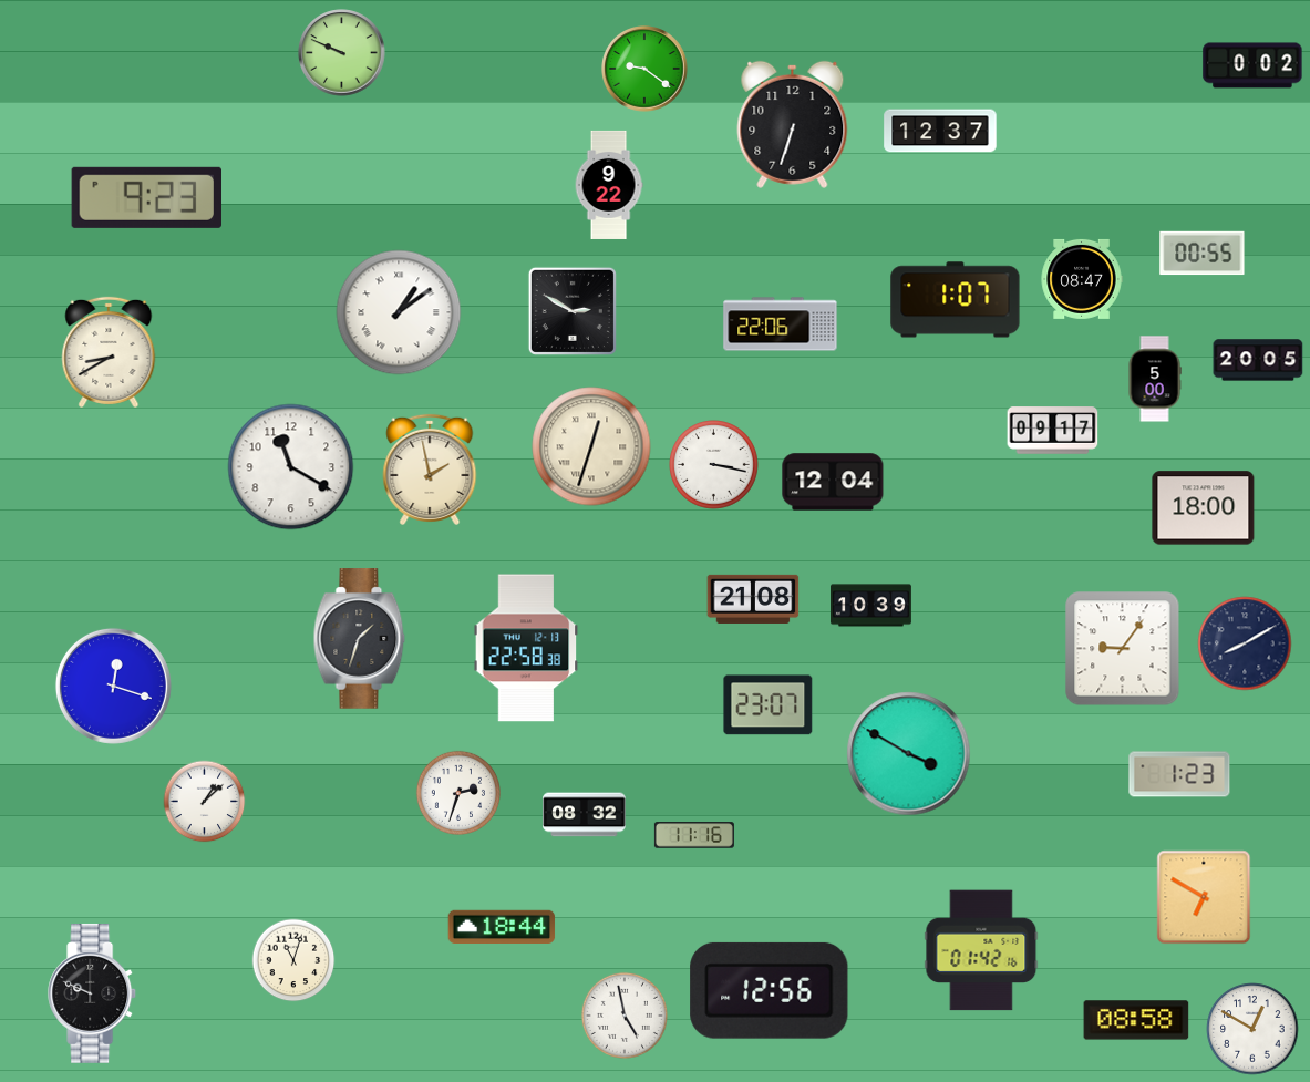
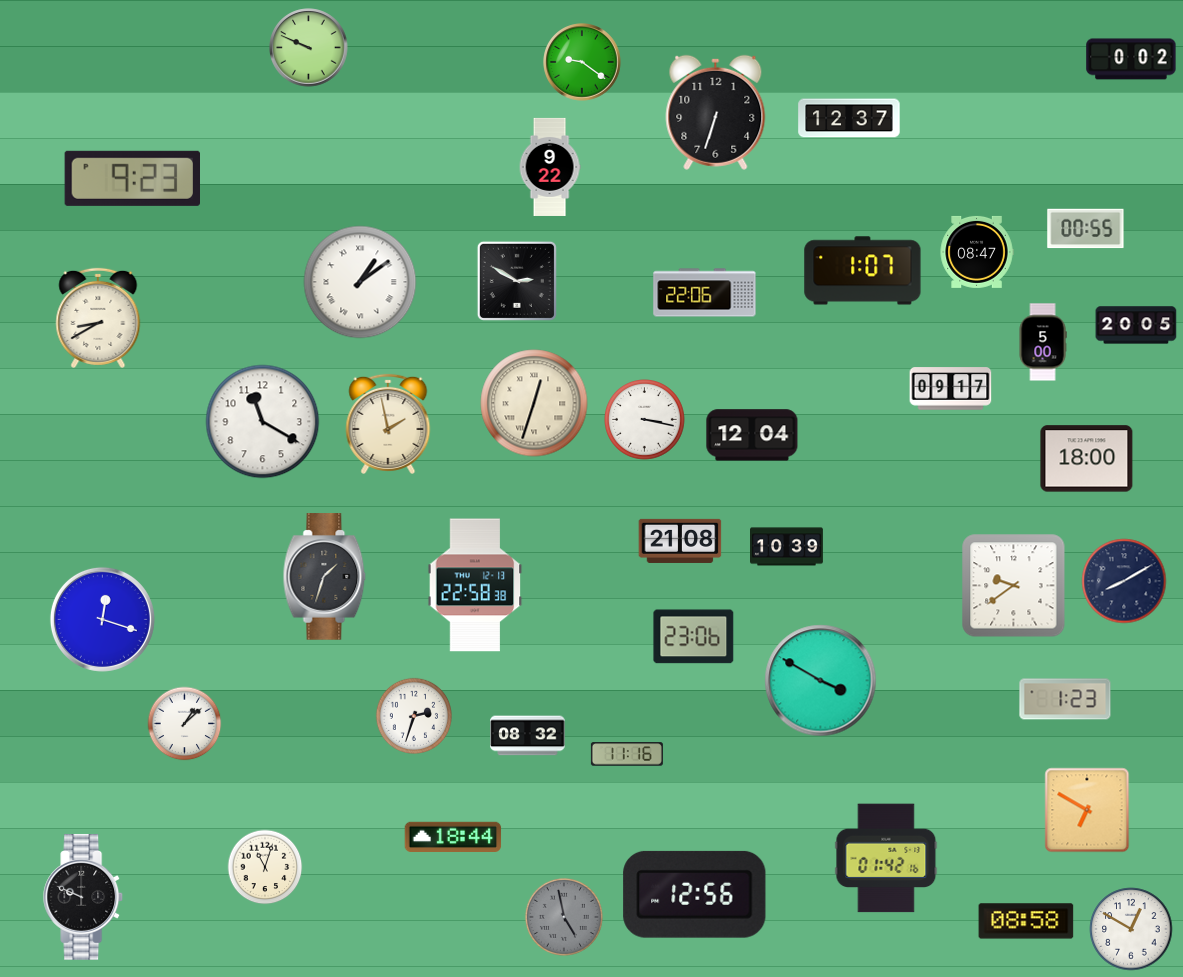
clock at (1123, 649): 9:06 -> 9:39
clock at (769, 705): 23:07 -> 23:06
clock at (625, 1016) dial: white -> grey
